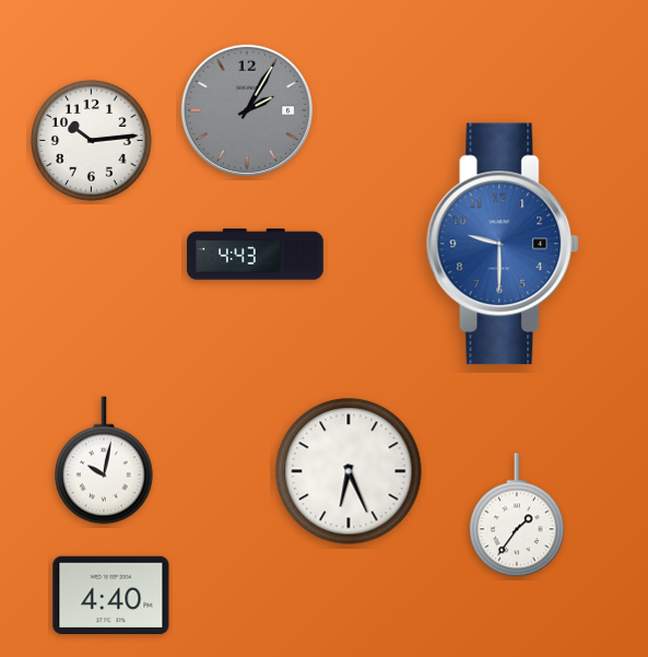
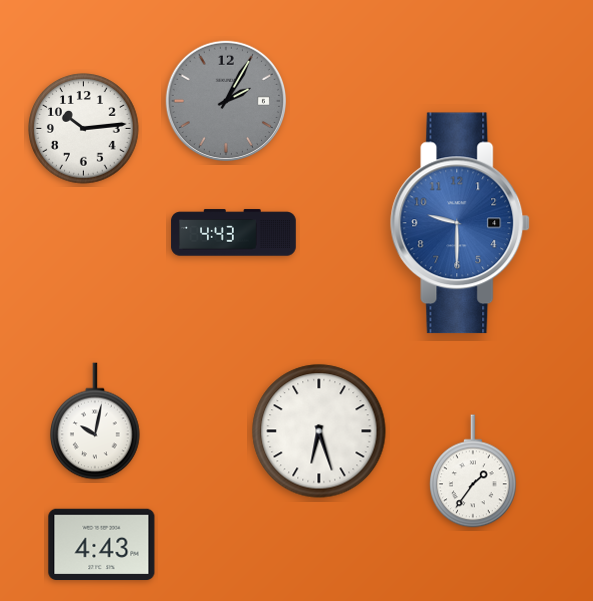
clock at (349, 471): 6:26 -> 6:27
clock at (111, 595): 4:40 -> 4:43
